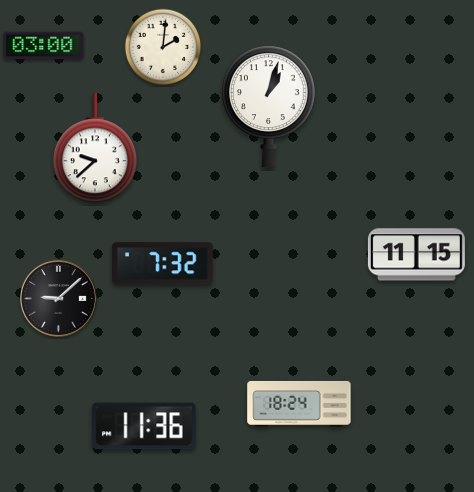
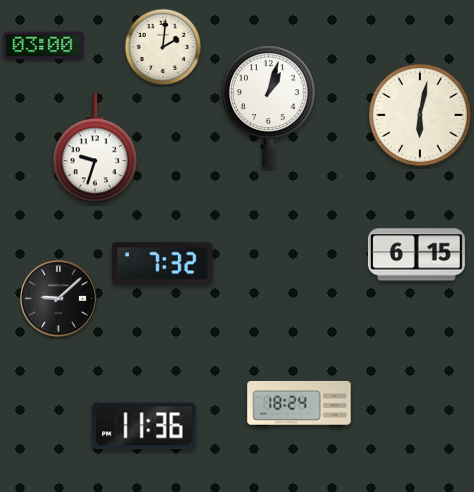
clock at (420, 115): none -> 6:02
clock at (95, 149): 9:38 -> 9:33
clock at (416, 255): 11:15 -> 6:15
